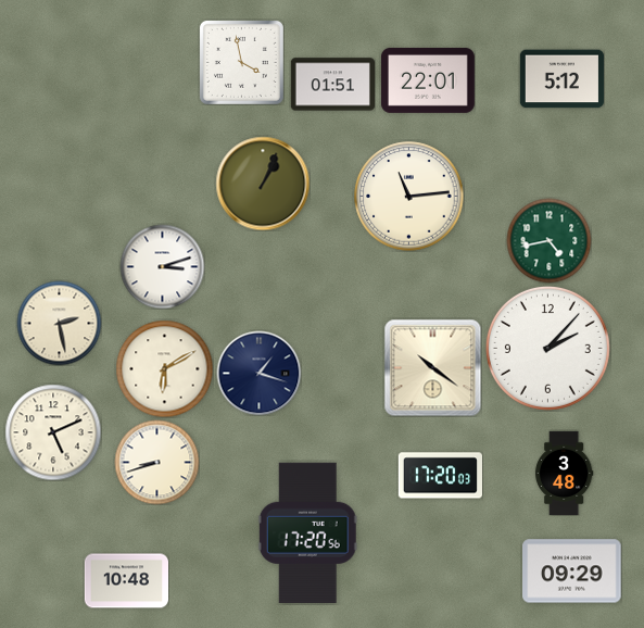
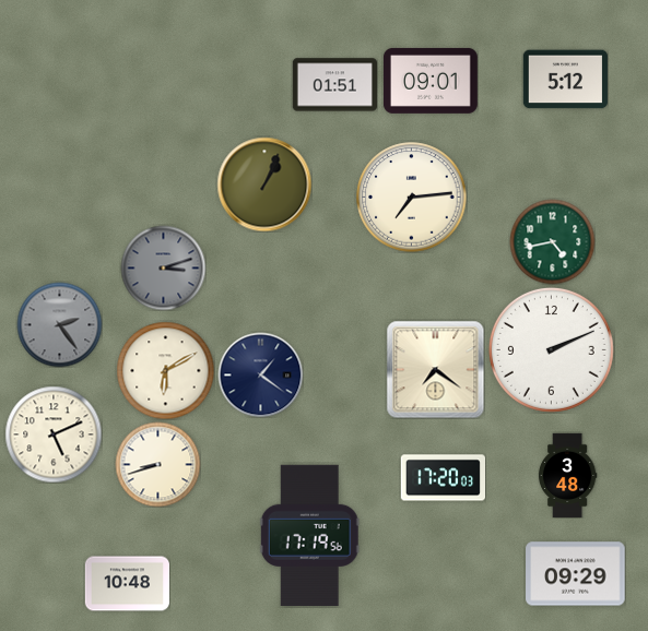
clock at (241, 62): 3:58 -> none
clock at (428, 80): 22:01 -> 09:01
clock at (409, 197): 11:14 -> 7:14
clock at (162, 266) dial: white -> grey
clock at (59, 323): 2:28 -> 2:24
clock at (59, 323) dial: cream -> grey
clock at (547, 348): 2:07 -> 2:11
clock at (432, 367): 10:21 -> 7:21
clock at (258, 373): 1:18 -> 1:21
clock at (307, 532): 17:20 -> 17:19
